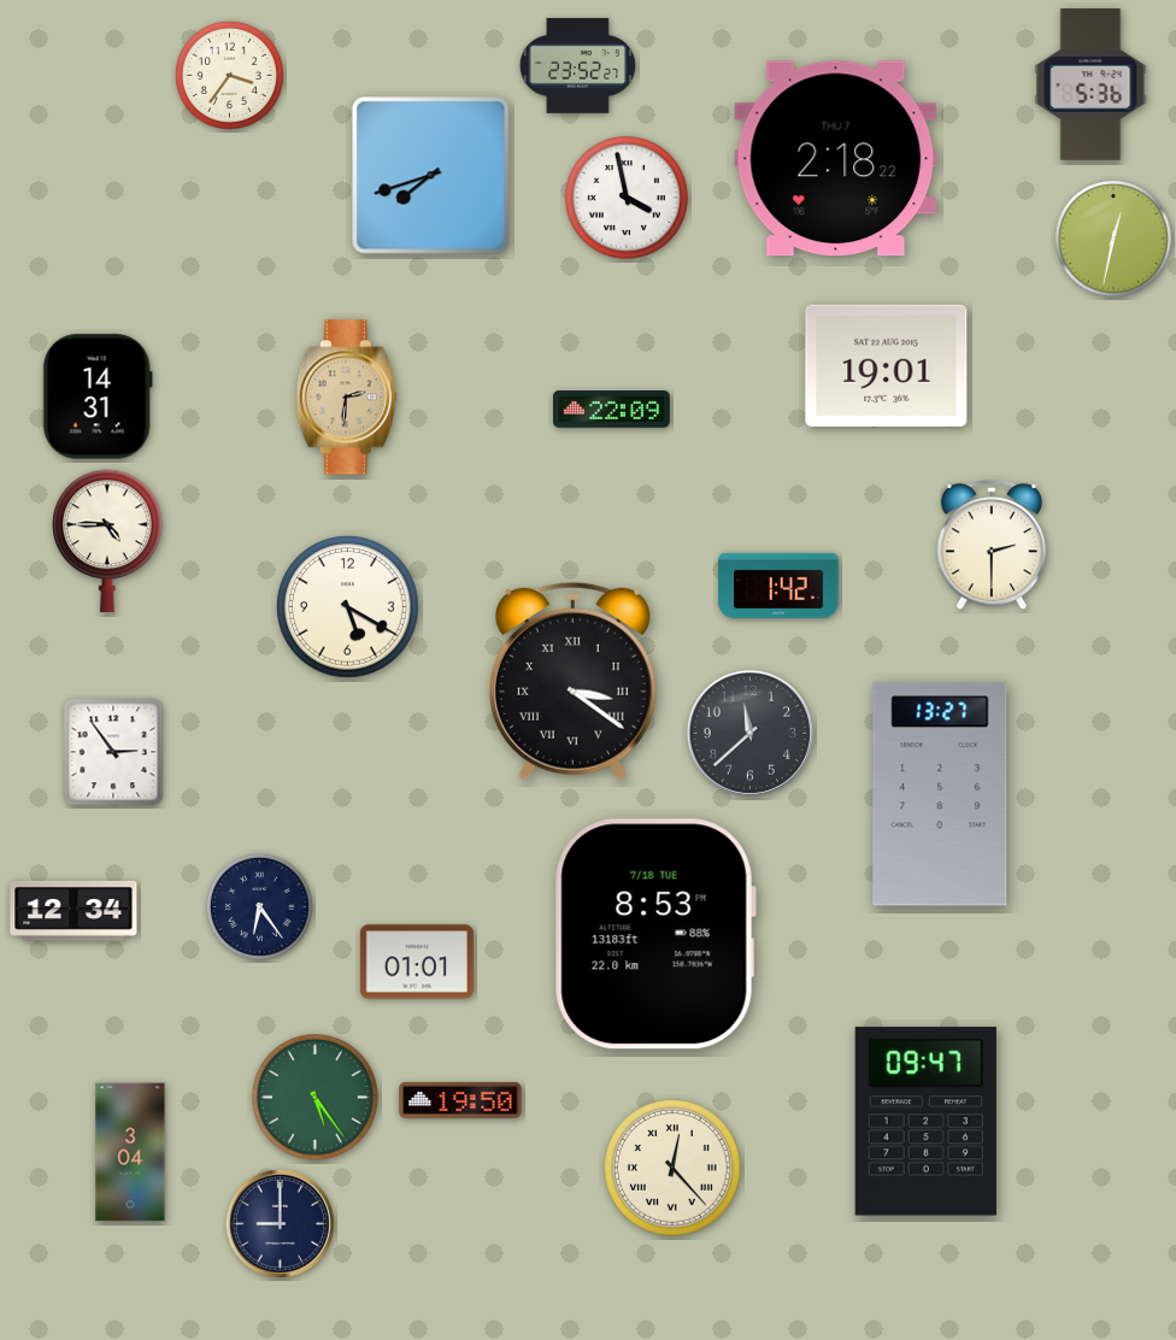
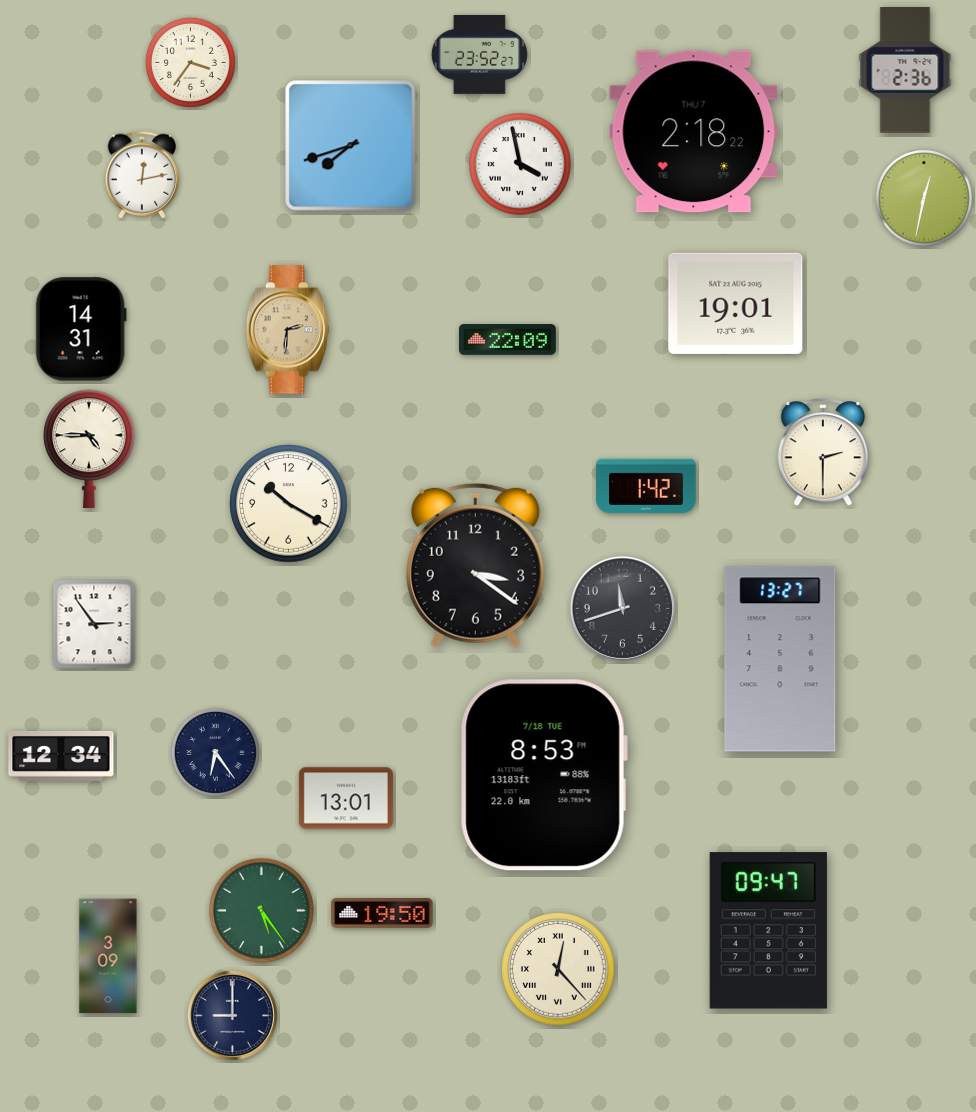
clock at (1090, 84): 5:36 -> 2:36
clock at (431, 176) position: (431, 176) -> (351, 146)
clock at (141, 175): none -> 12:13
clock at (348, 607): 5:20 -> 10:20
clock at (572, 681) numerals: Roman -> Arabic
clock at (749, 733): 11:38 -> 11:42
clock at (417, 962): 01:01 -> 13:01
clock at (130, 1152): 3:04 -> 3:09
